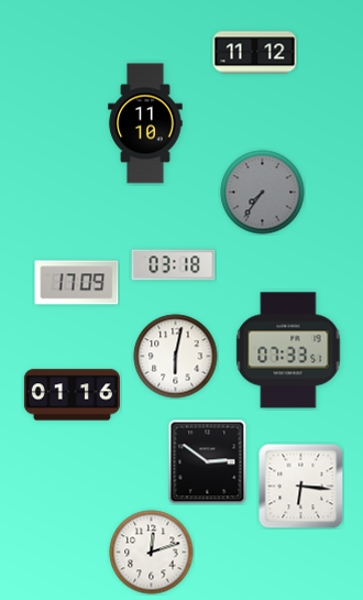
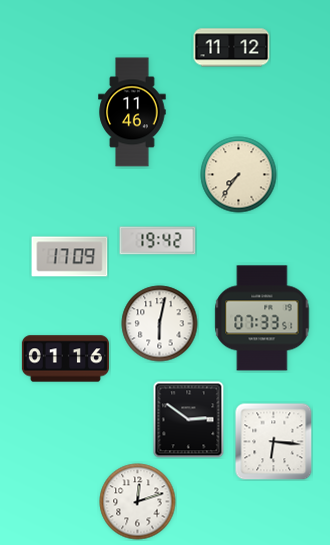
clock at (145, 123): 11:10 -> 11:46
clock at (263, 193) dial: grey -> cream
clock at (174, 265): 03:18 -> 19:42
